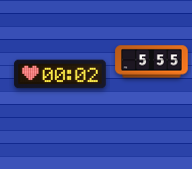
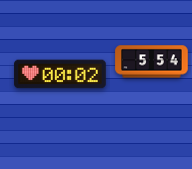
clock at (152, 62): 5:55 -> 5:54
